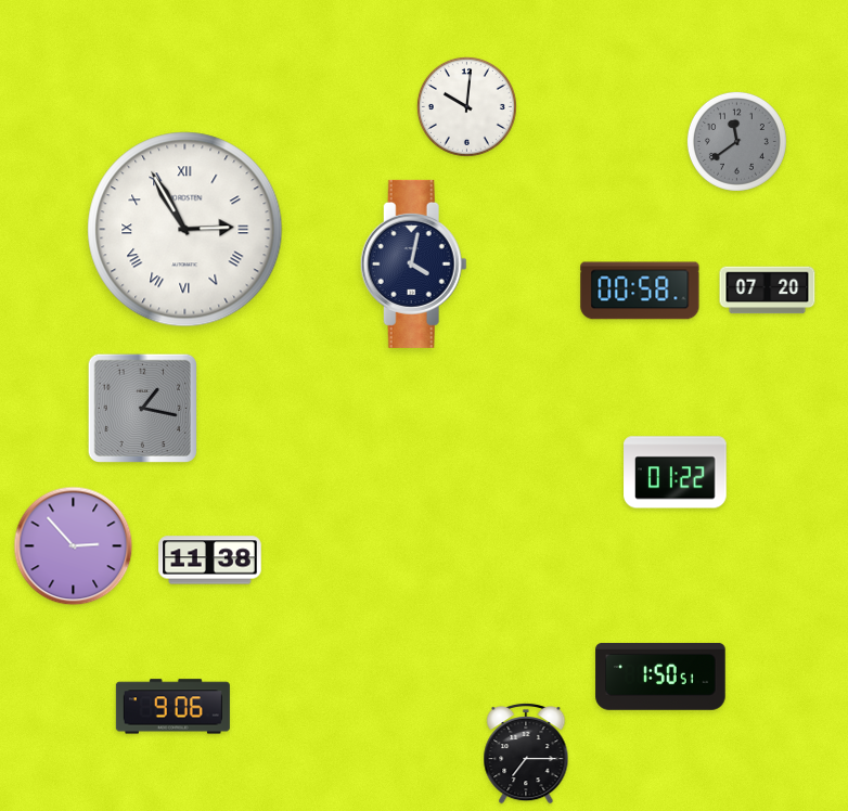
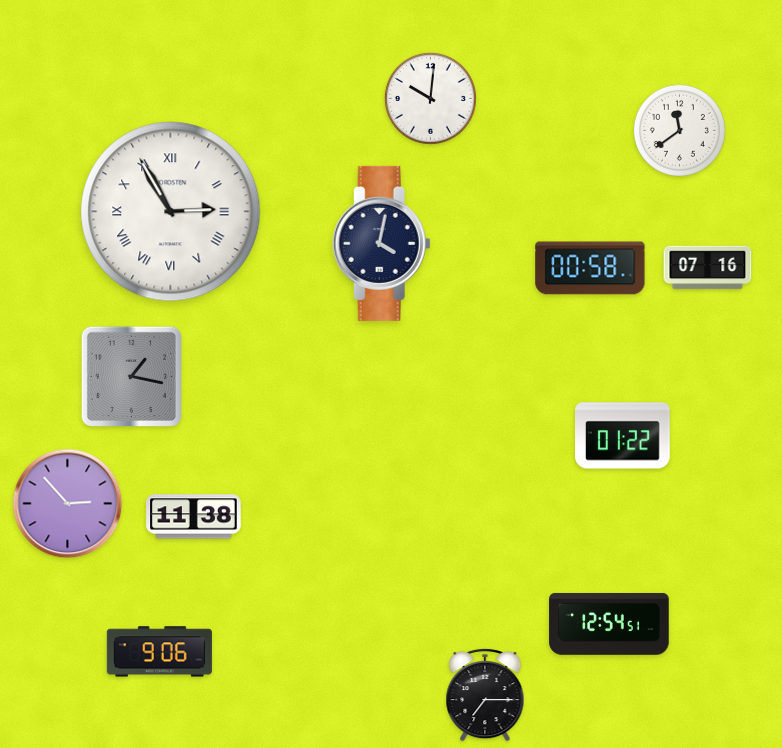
clock at (736, 141) dial: grey -> white
clock at (768, 291): 07:20 -> 07:16
clock at (660, 677): 1:50 -> 12:54
